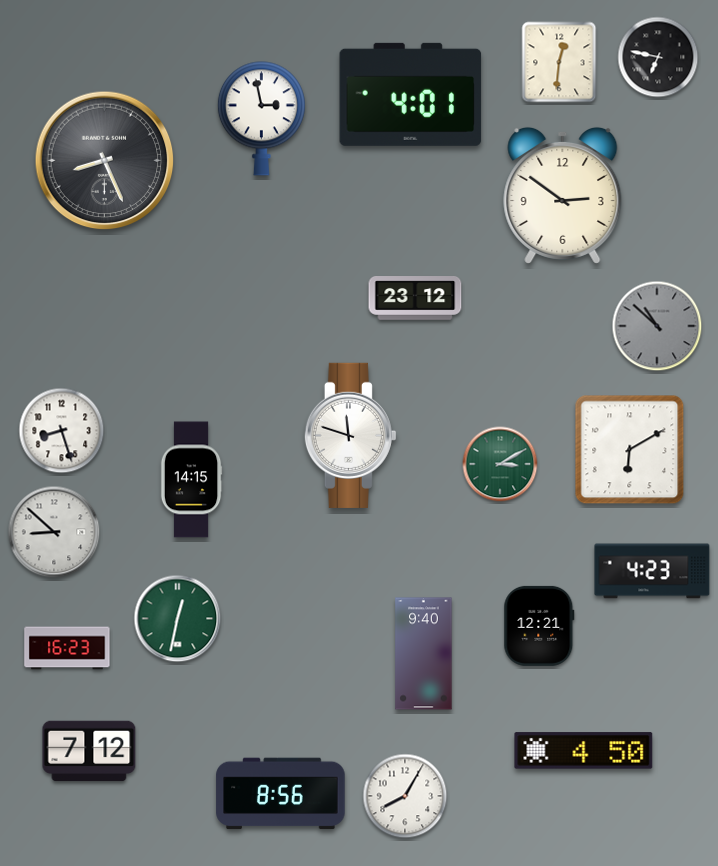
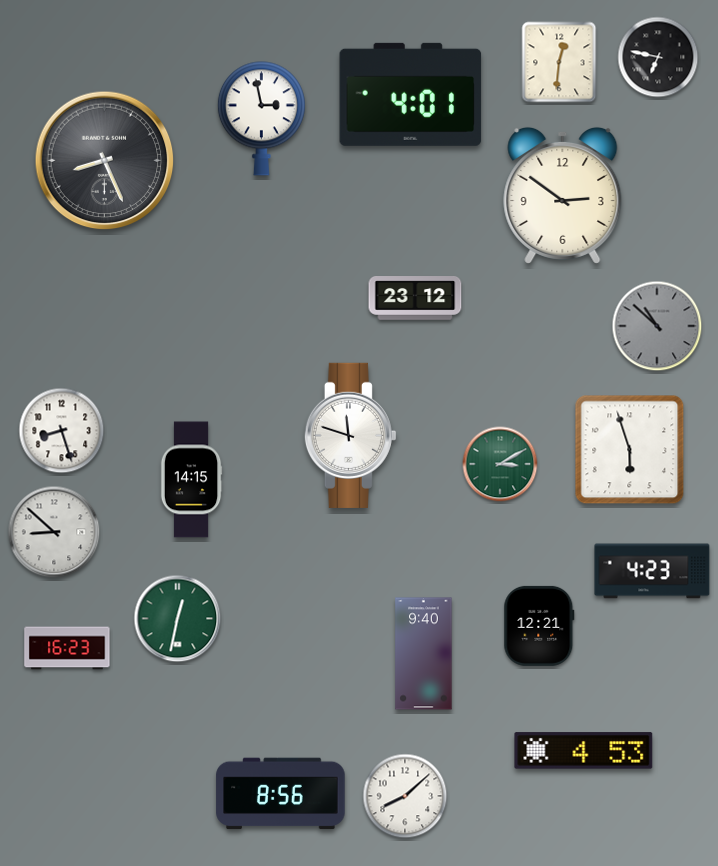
clock at (630, 450): 6:10 -> 5:57
clock at (89, 751): 7:12 -> none
clock at (584, 751): 4:50 -> 4:53
clock at (405, 796): 8:05 -> 8:08
